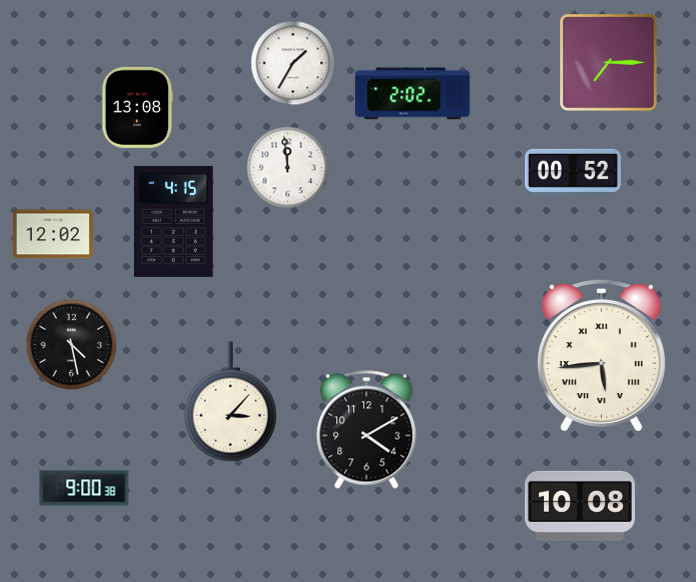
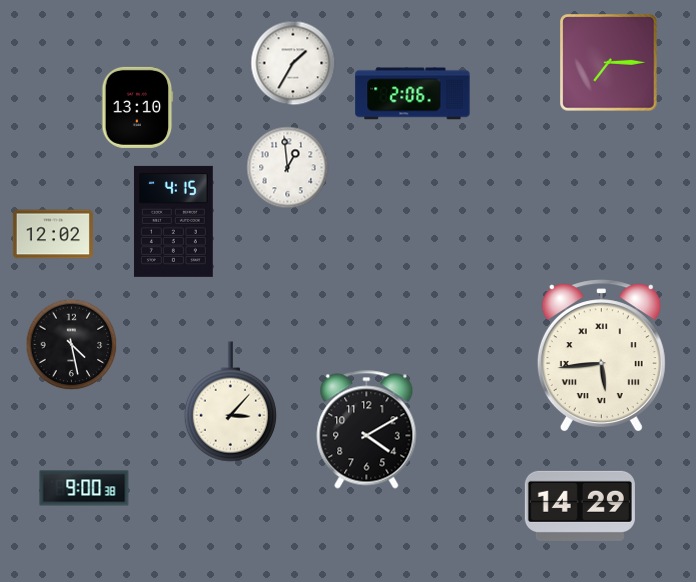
clock at (413, 94): 2:02 -> 2:06
clock at (138, 107): 13:08 -> 13:10
clock at (288, 168): 11:59 -> 12:59
clock at (573, 172): 00:52 -> none
clock at (580, 506): 10:08 -> 14:29
